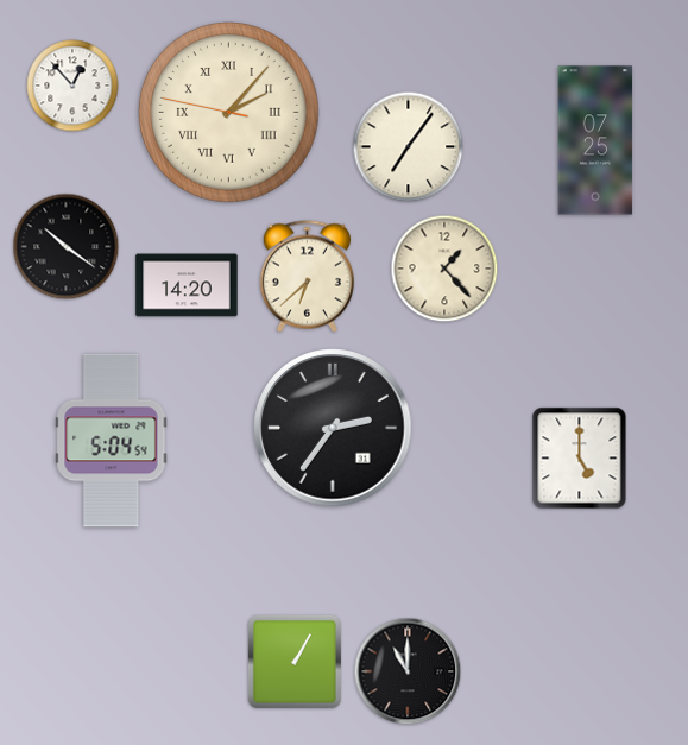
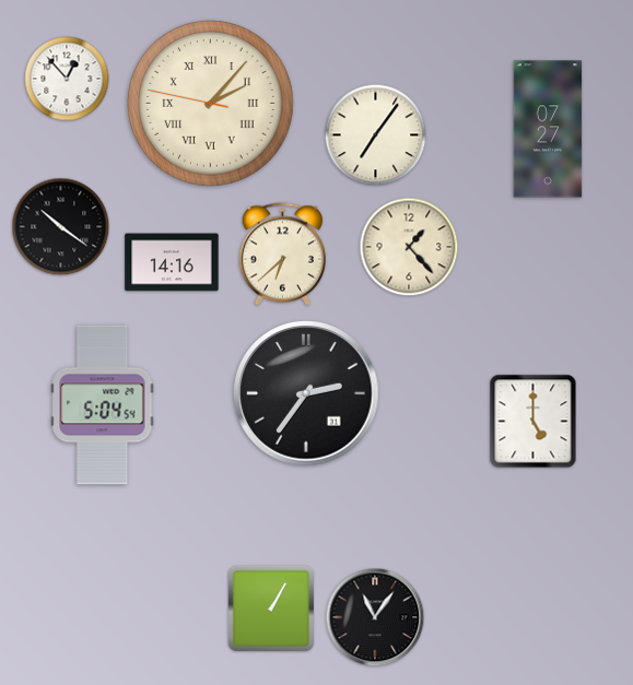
clock at (595, 140): 07:25 -> 07:27
clock at (187, 285): 14:20 -> 14:16
clock at (408, 671): 11:00 -> 11:06
